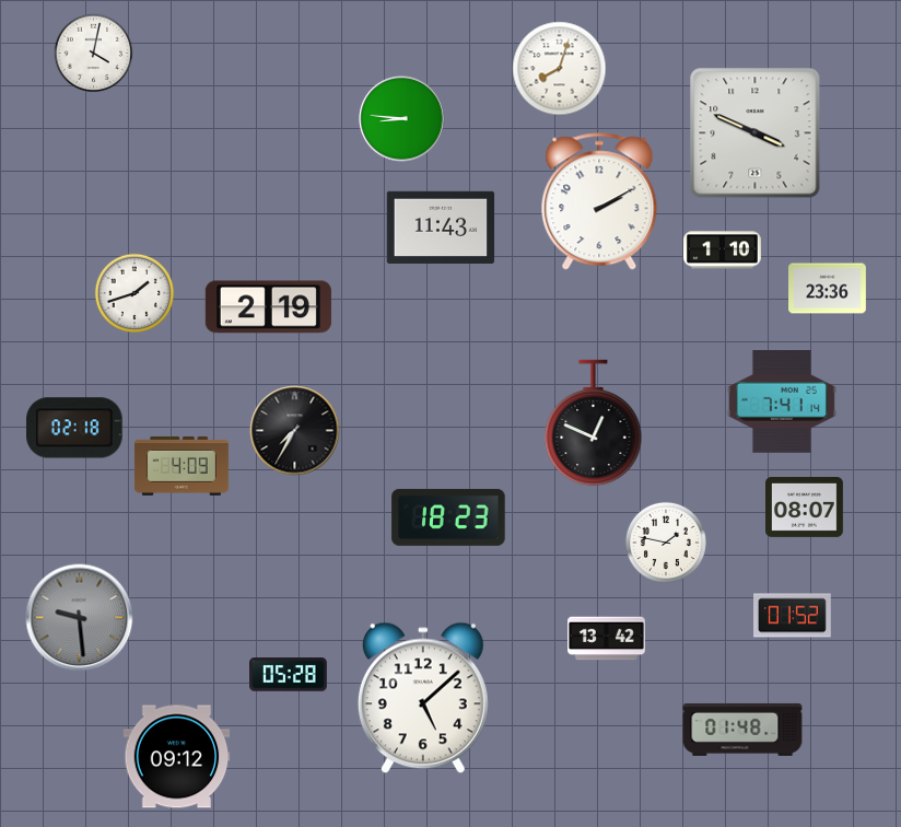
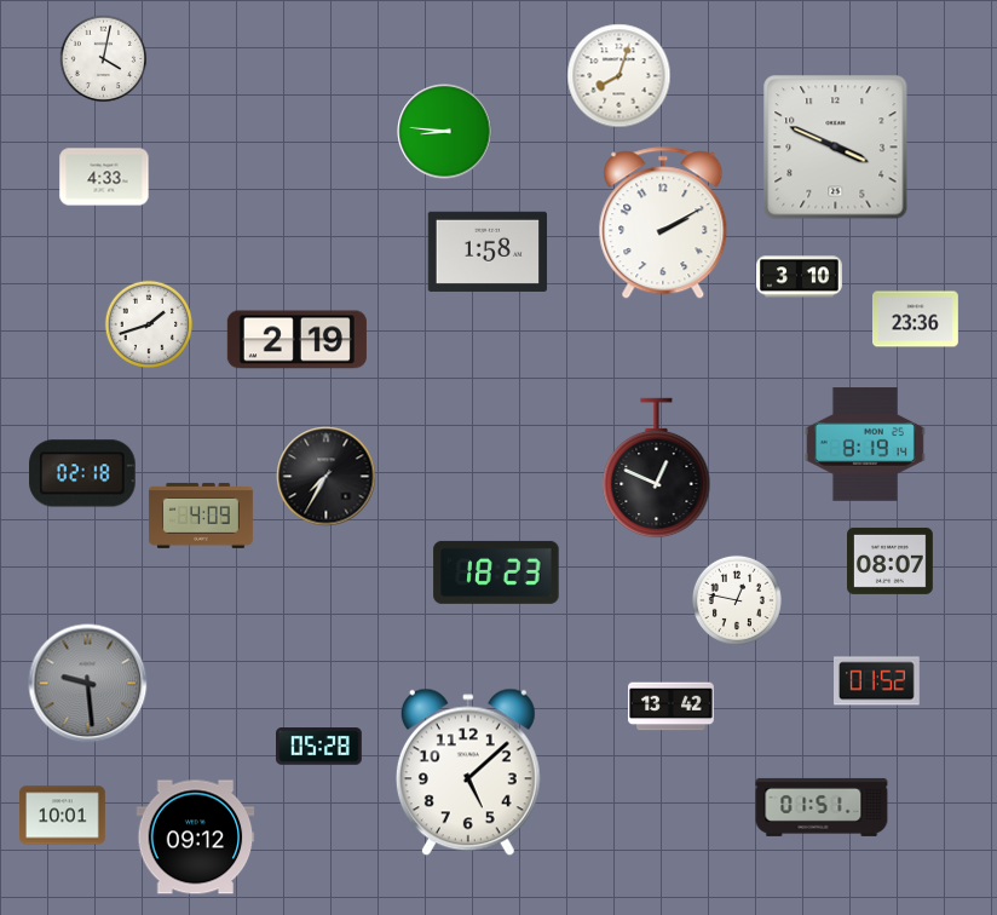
clock at (104, 177): none -> 4:33
clock at (441, 228): 11:43 -> 1:58
clock at (723, 251): 1:10 -> 3:10
clock at (782, 403): 7:41 -> 8:19
clock at (666, 543): 1:47 -> 12:47
clock at (742, 730): 01:48 -> 01:51
clock at (63, 816): none -> 10:01
